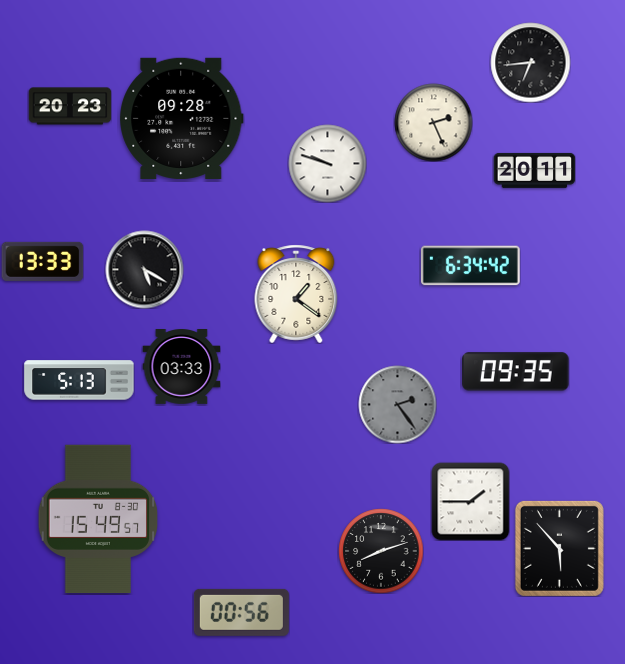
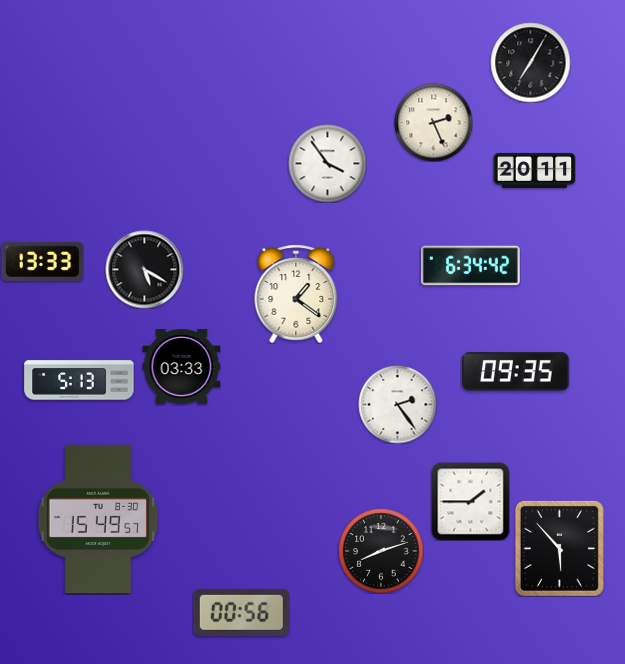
clock at (530, 62): 6:44 -> 7:05
clock at (70, 106): 20:23 -> none
clock at (182, 118): 09:28 -> none
clock at (327, 163): 9:48 -> 3:54
clock at (397, 404) dial: grey -> white
